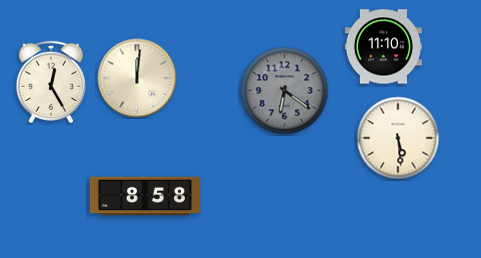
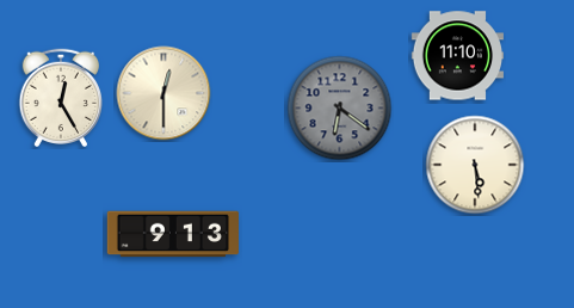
clock at (137, 78): 12:01 -> 12:30
clock at (145, 196): 8:58 -> 9:13
